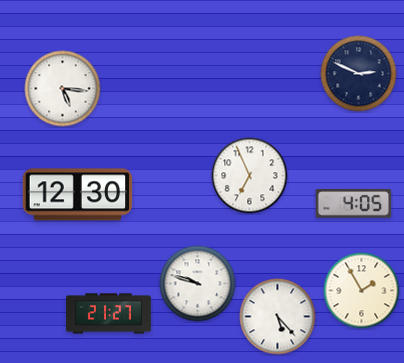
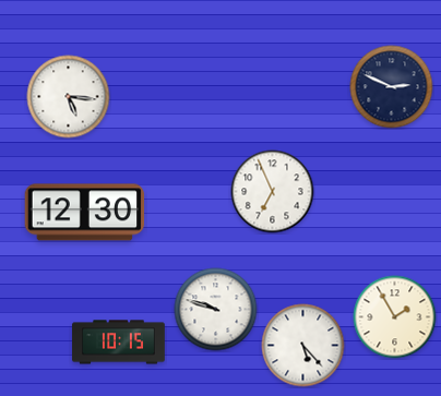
clock at (359, 74) position: (359, 74) -> (392, 87)
clock at (354, 204): 4:05 -> none
clock at (109, 314): 21:27 -> 10:15
